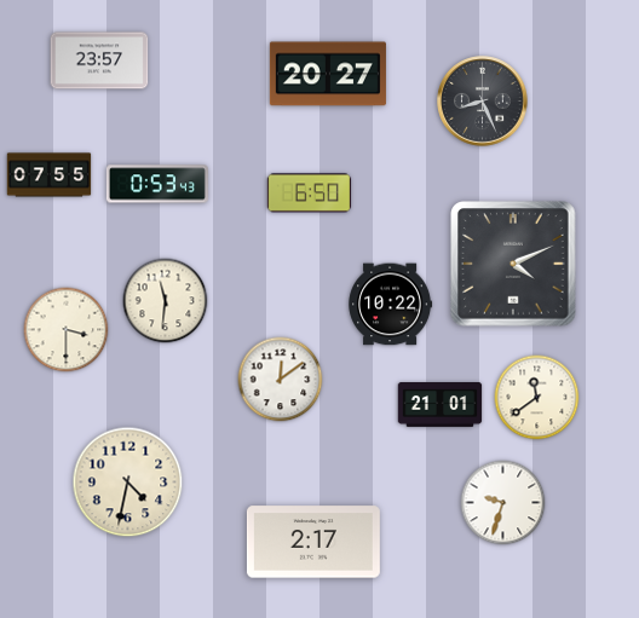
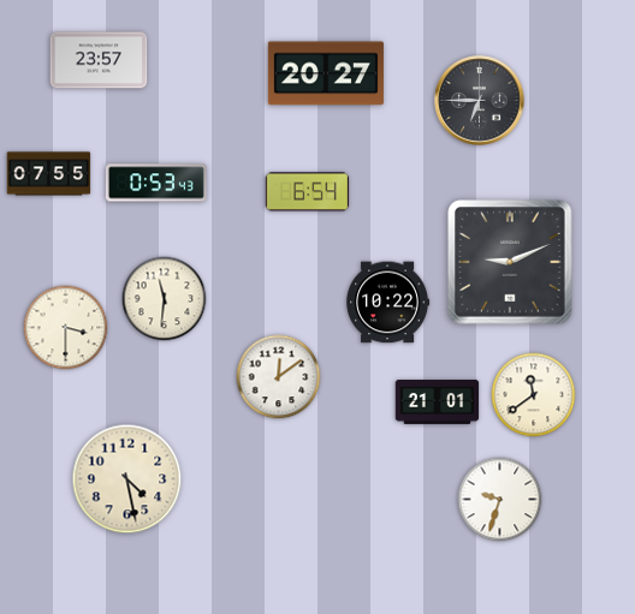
clock at (483, 102): 8:26 -> 6:45
clock at (310, 194): 6:50 -> 6:54
clock at (513, 264): 4:11 -> 9:11
clock at (128, 483): 4:32 -> 4:28
clock at (313, 542): 2:17 -> none
